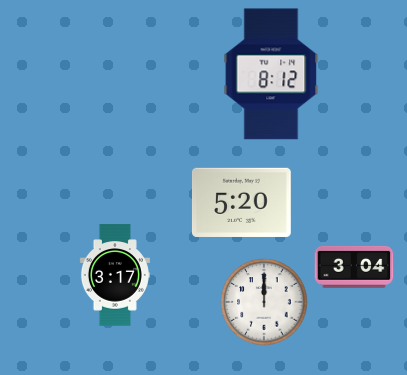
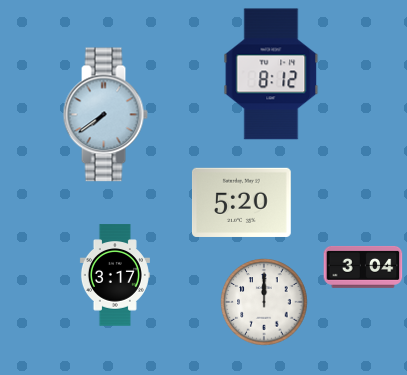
clock at (105, 115): none -> 7:39
clock at (354, 267) position: (354, 267) -> (363, 267)
